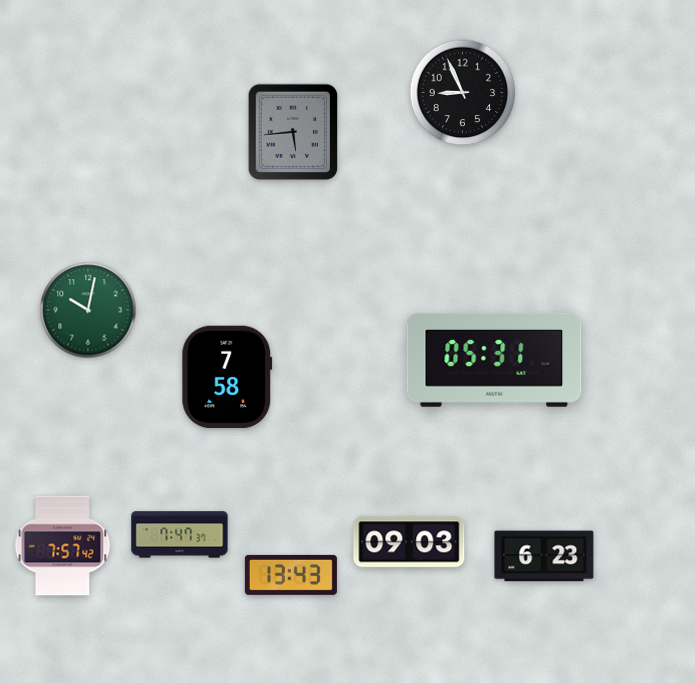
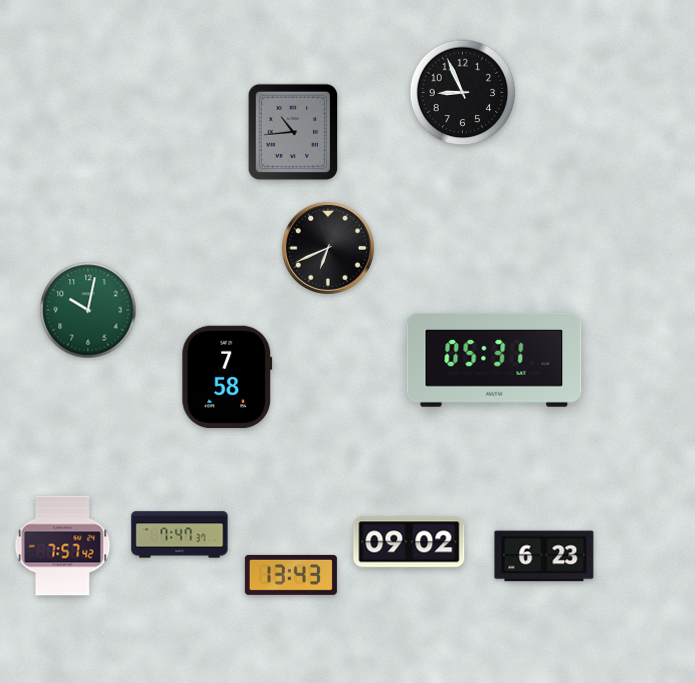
clock at (293, 132): 5:44 -> 10:44
clock at (328, 248): none -> 6:41
clock at (409, 542): 09:03 -> 09:02
